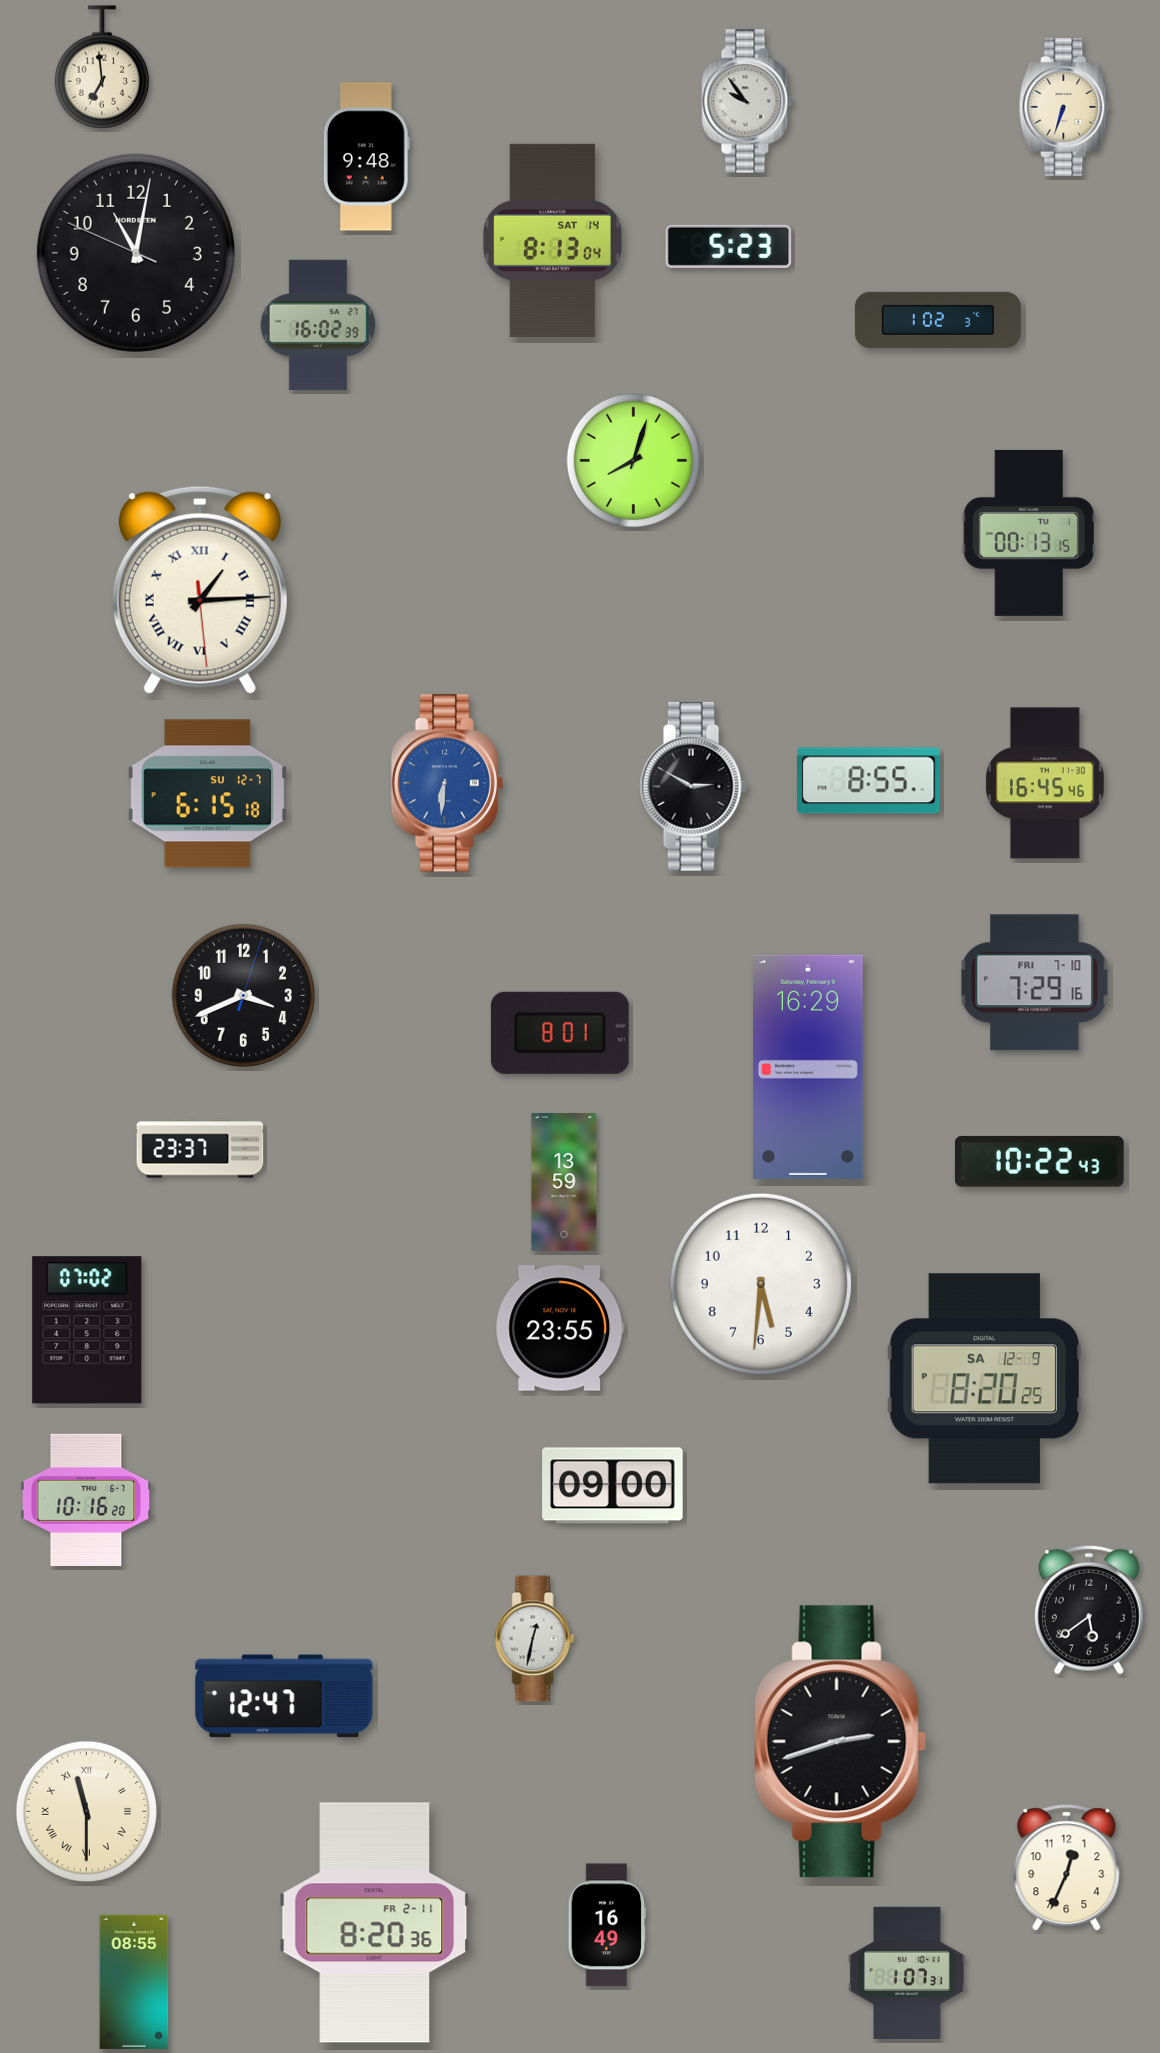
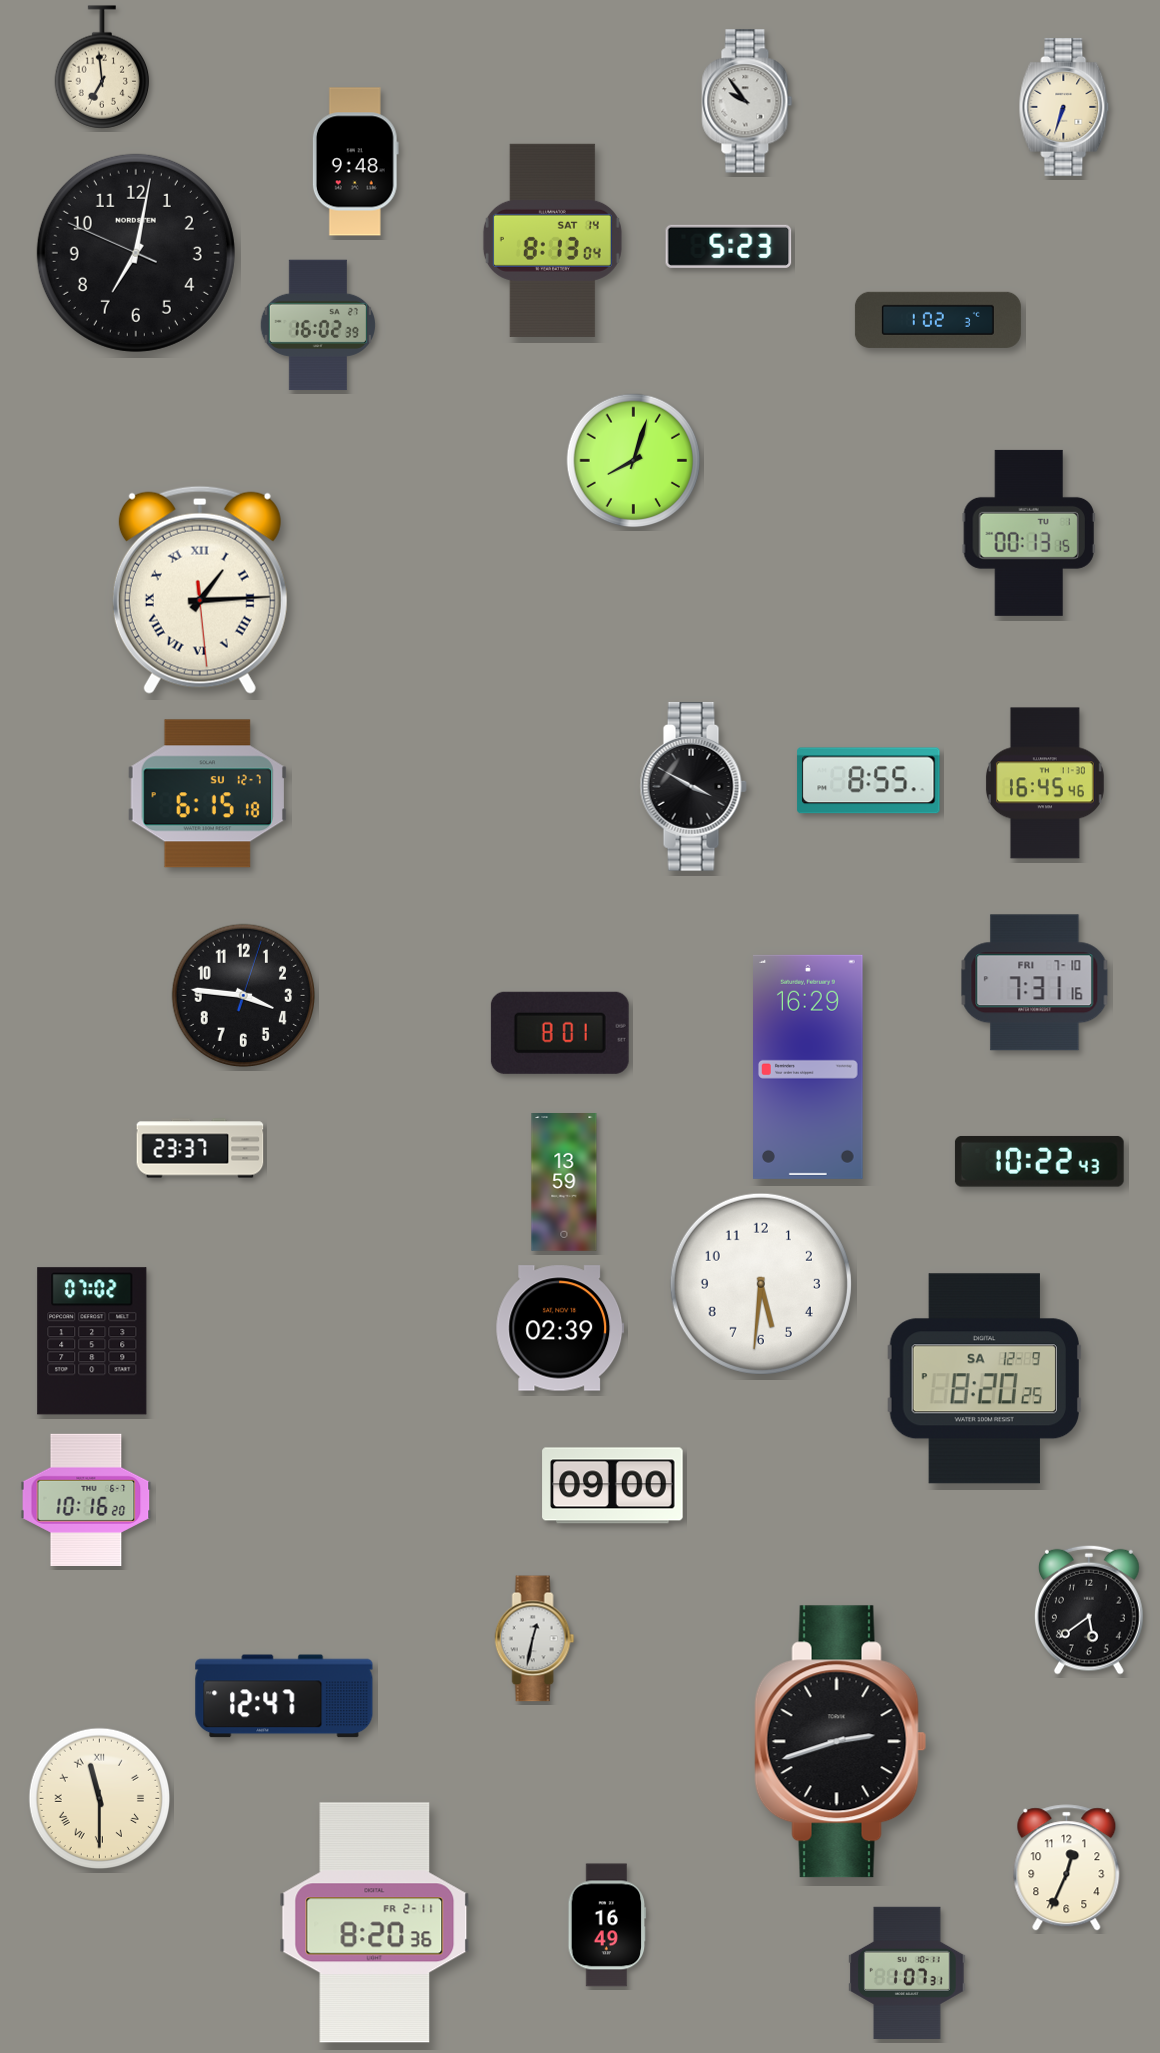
clock at (366, 157) position: (366, 157) -> (355, 162)
clock at (136, 253): 11:01 -> 7:01
clock at (447, 783): 6:31 -> none
clock at (693, 786): 2:50 -> 3:50
clock at (1035, 983): 7:29 -> 7:31
clock at (244, 996): 3:41 -> 3:46
clock at (560, 1328): 23:55 -> 02:39
clock at (87, 1330) position: (87, 1330) -> (92, 1341)
clock at (87, 1812) position: (87, 1812) -> (100, 1799)
clock at (134, 1982): 08:55 -> none
